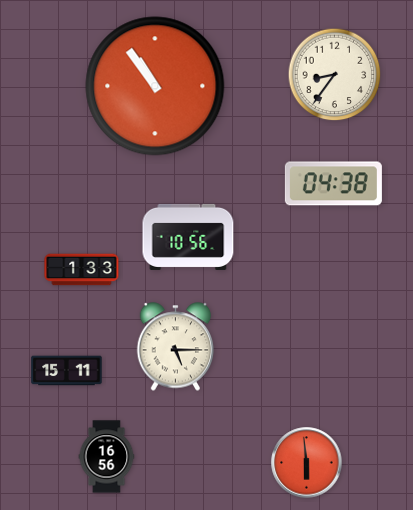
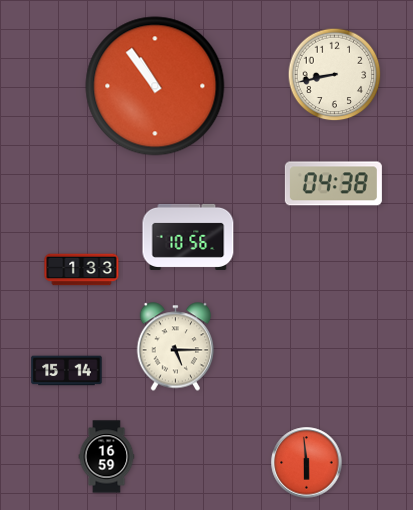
clock at (335, 75): 8:36 -> 8:43
clock at (67, 371): 15:11 -> 15:14
clock at (107, 457): 16:56 -> 16:59
